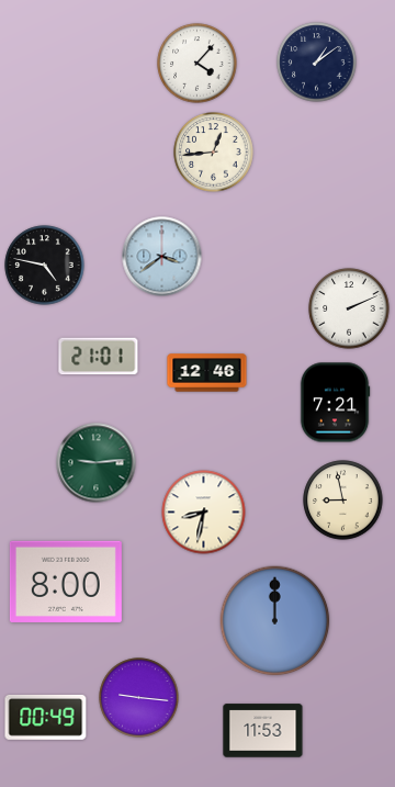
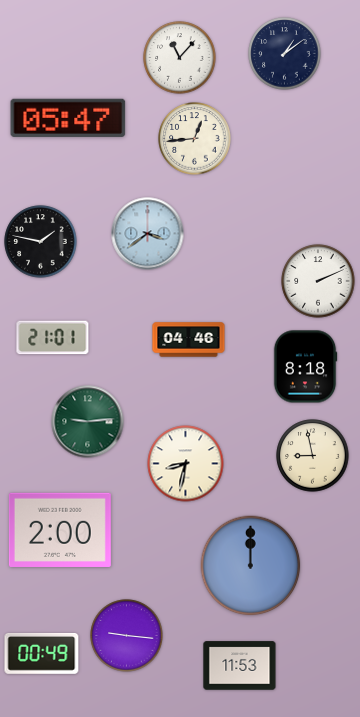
clock at (317, 63) position: (317, 63) -> (285, 54)
clock at (198, 64): 4:07 -> 11:07
clock at (68, 118): none -> 05:47
clock at (45, 266): 4:47 -> 1:47
clock at (99, 357) position: (99, 357) -> (53, 338)
clock at (207, 373): 12:46 -> 04:46
clock at (335, 403): 7:21 -> 8:18
clock at (204, 513) position: (204, 513) -> (186, 464)
clock at (66, 582): 8:00 -> 2:00
